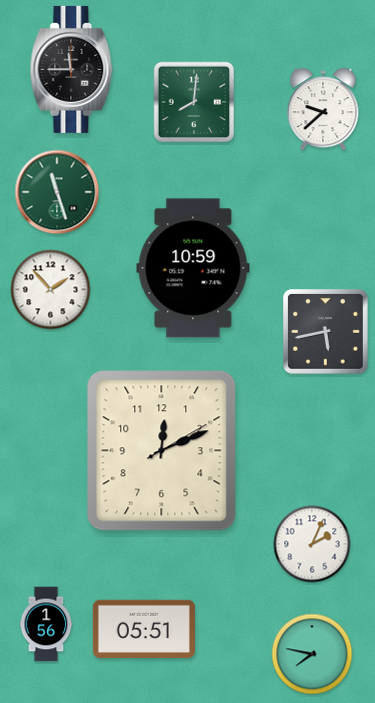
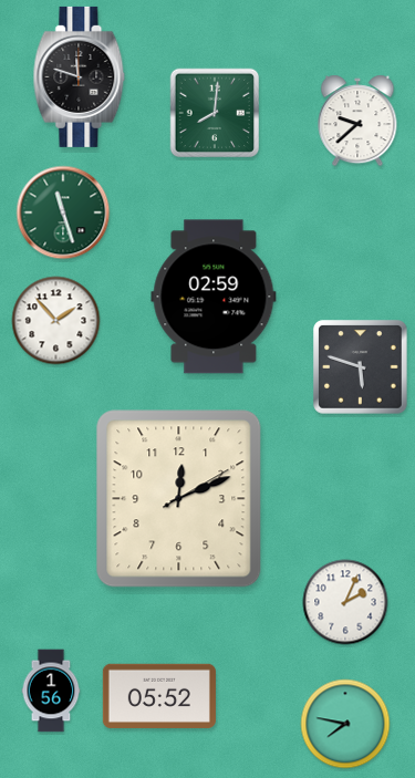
clock at (72, 69): 11:45 -> 11:48
clock at (193, 268): 10:59 -> 02:59
clock at (326, 332): 5:43 -> 5:48
clock at (144, 629): 05:51 -> 05:52
